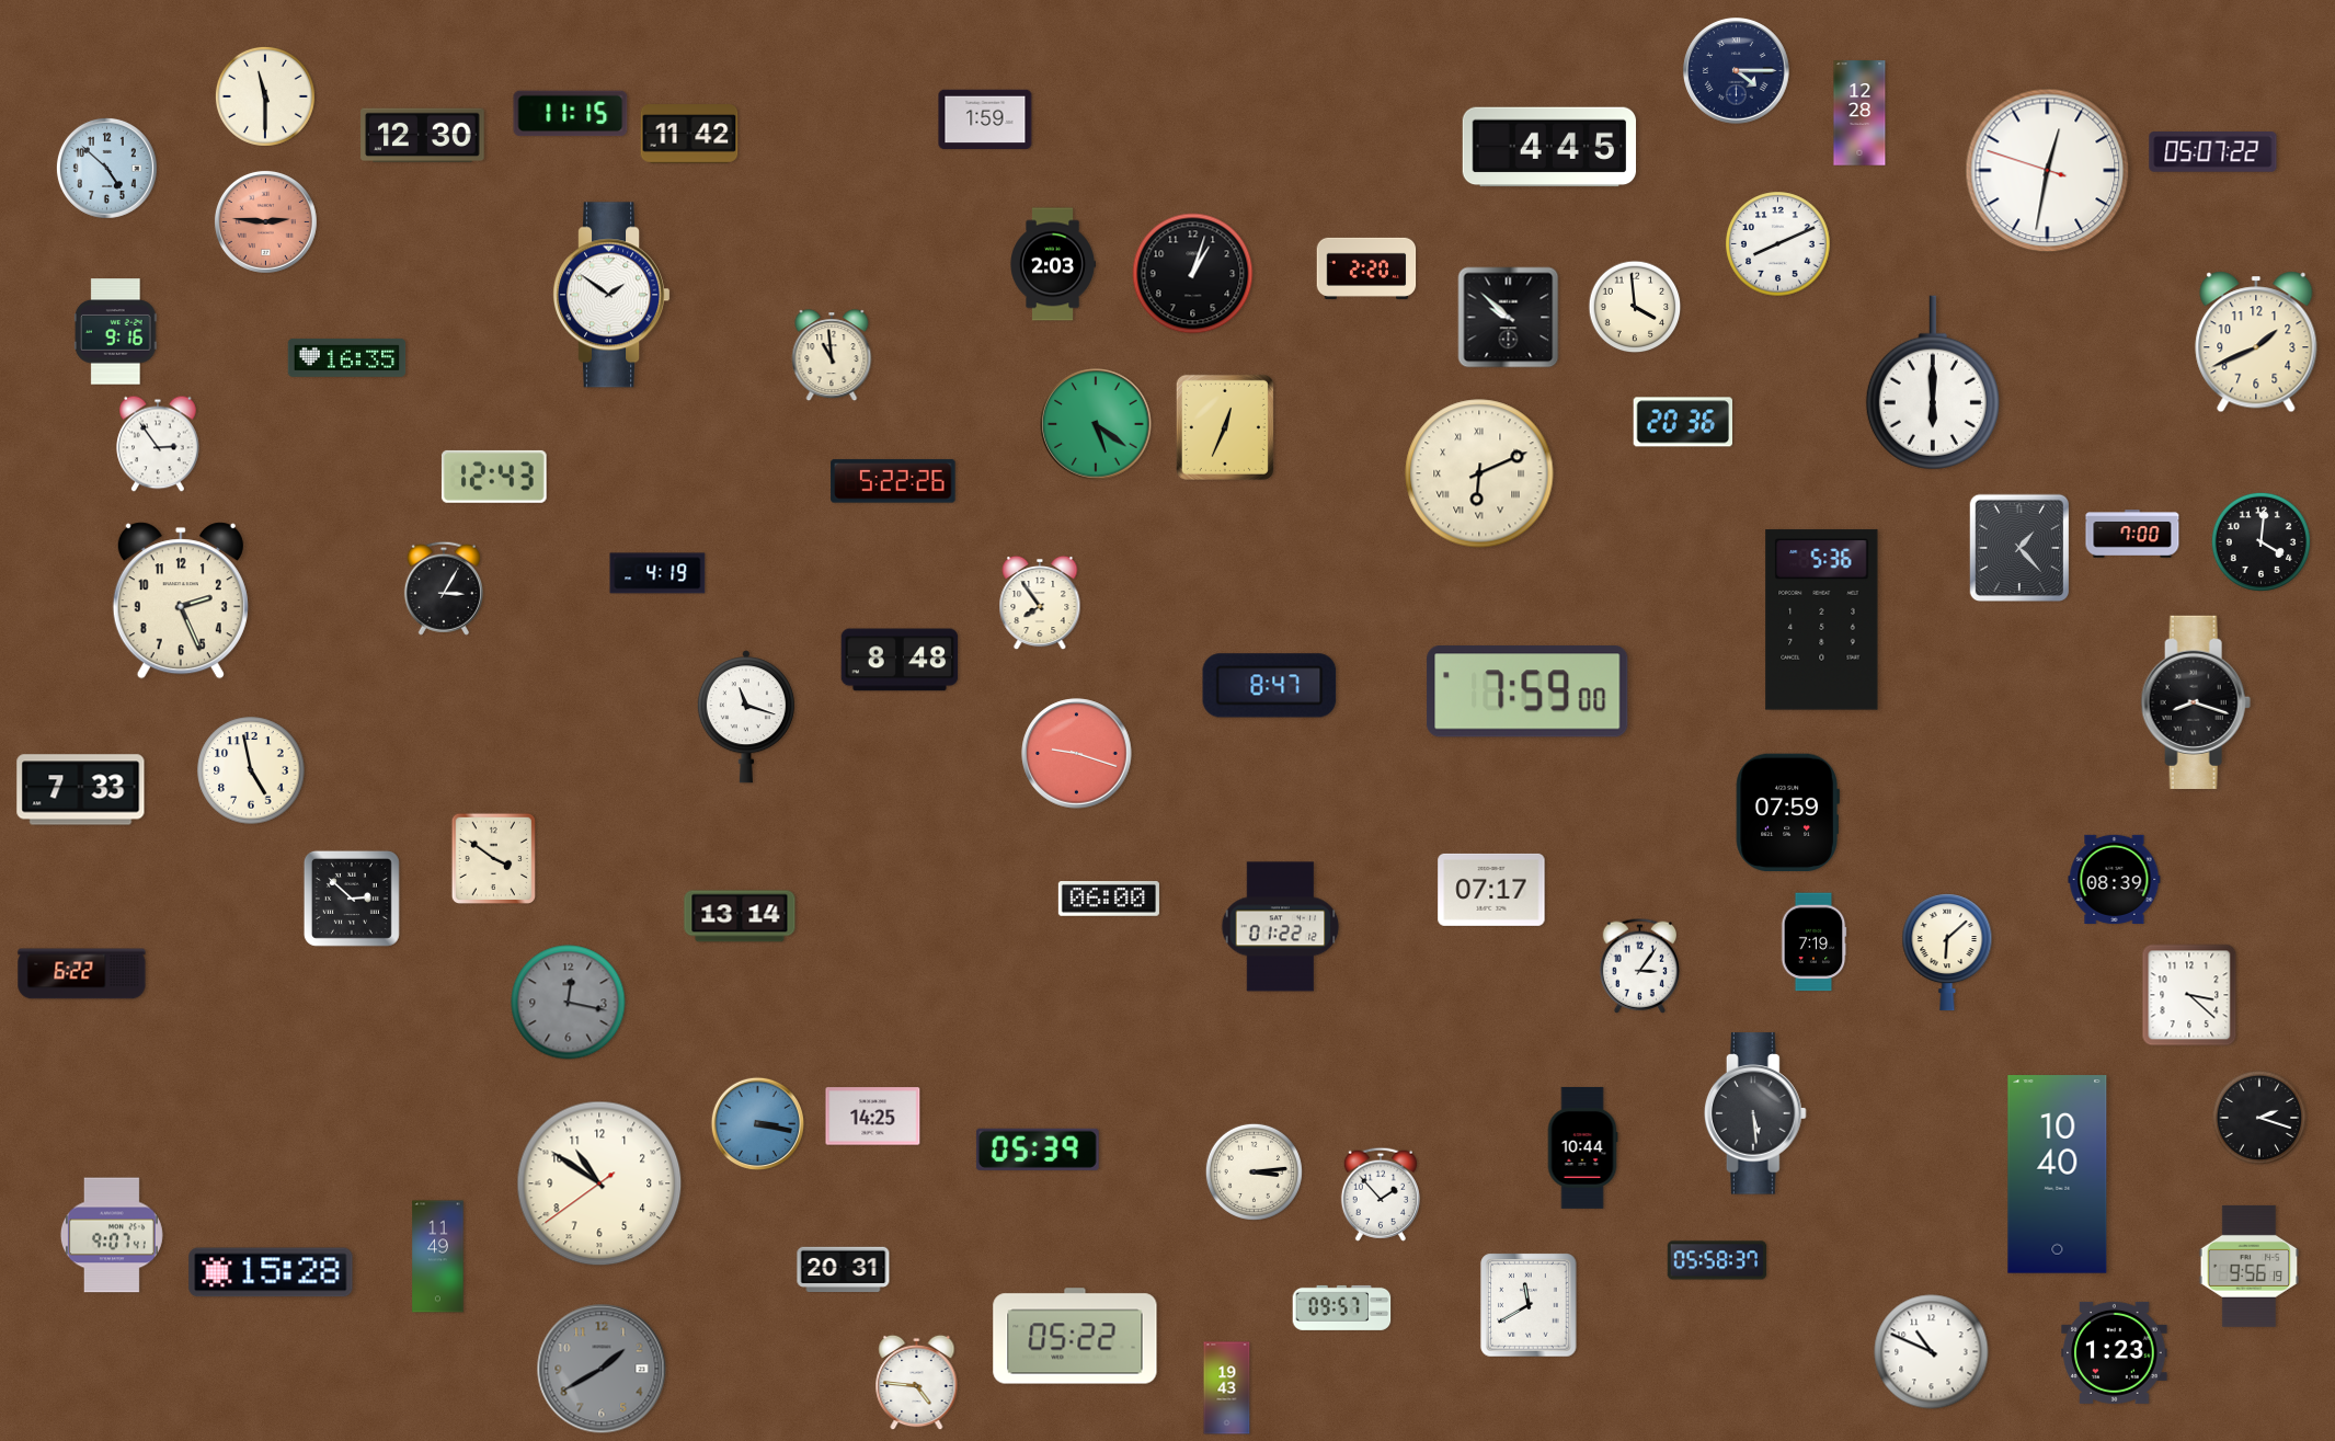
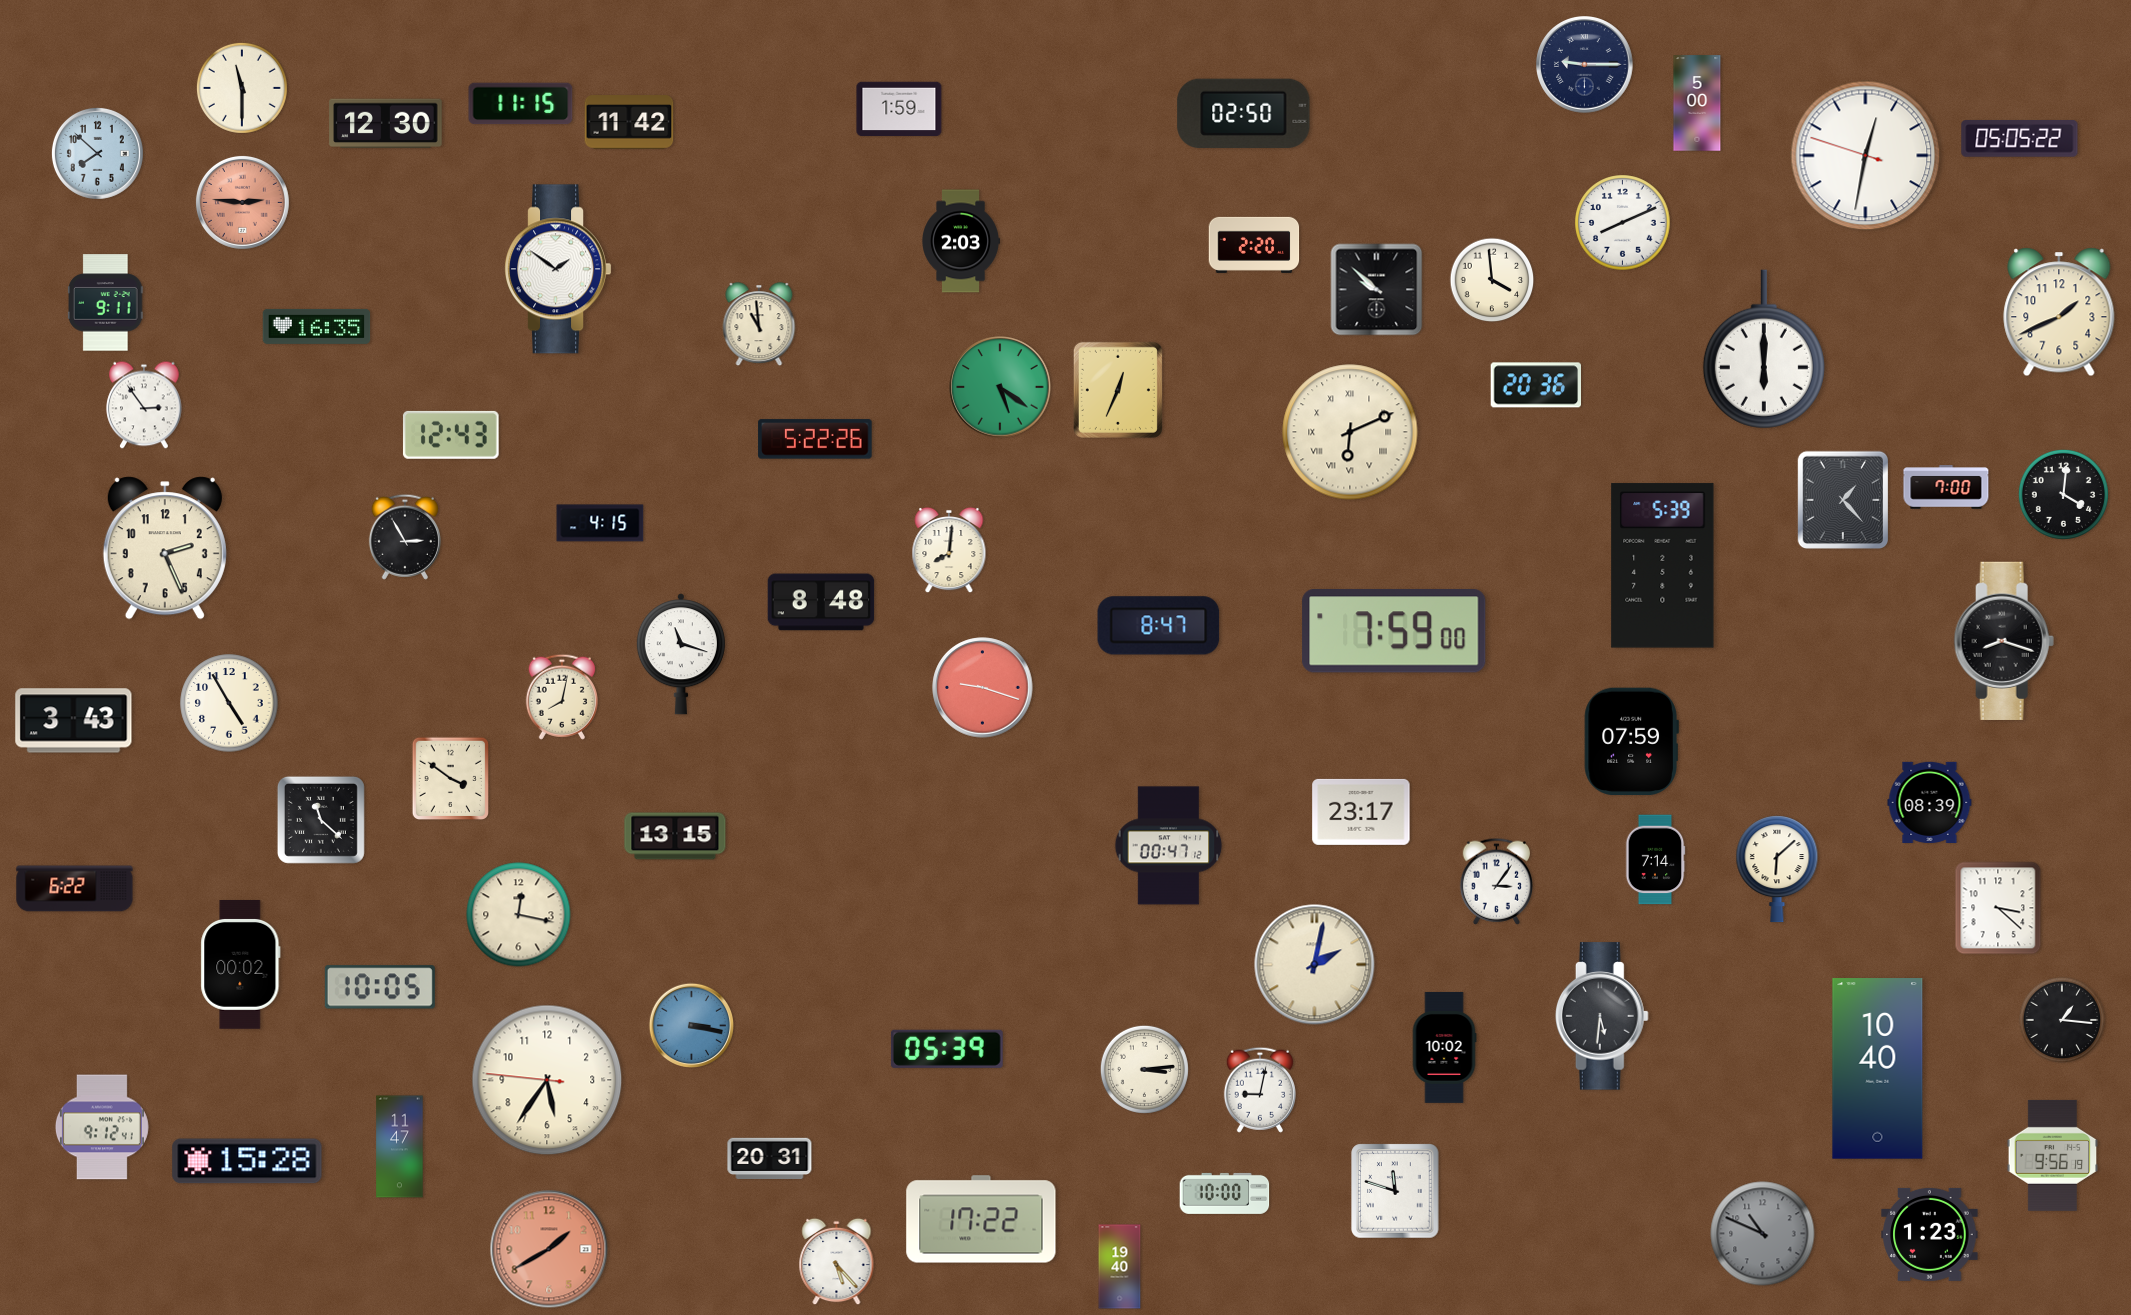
clock at (1737, 71): 4:15 -> 9:15
clock at (1859, 113): 12:28 -> 5:00
clock at (1244, 113): none -> 02:50
clock at (1548, 147): 4:45 -> none
clock at (2213, 152): 05:07 -> 05:05
clock at (106, 168): 4:52 -> 7:52
clock at (2048, 171) position: (2048, 171) -> (1866, 156)
clock at (1366, 268) position: (1366, 268) -> (1254, 245)
clock at (1193, 274): 1:03 -> none
clock at (116, 332): 9:16 -> 9:11
clock at (657, 573): 4:19 -> 4:15
clock at (444, 588): 3:05 -> 2:55
clock at (1040, 603): 7:54 -> 8:01
clock at (1822, 620): 5:36 -> 5:39
clock at (562, 697): none -> 8:02
clock at (251, 770): 4:58 -> 4:55
clock at (81, 790): 7:33 -> 3:43
clock at (493, 858) position: (493, 858) -> (450, 778)
clock at (1491, 890): 07:17 -> 23:17
clock at (352, 899): 2:52 -> 11:22
clock at (1109, 900): 06:00 -> none
clock at (740, 916): 13:14 -> 13:15
clock at (1281, 927): 01:22 -> 00:47
clock at (1813, 942): 7:19 -> 7:14
clock at (569, 1003) dial: grey -> cream
clock at (241, 965): none -> 00:02
clock at (1315, 965): none -> 2:02
clock at (380, 987): none -> 10:05
clock at (1755, 1113): 5:29 -> 5:31
clock at (873, 1117): 14:25 -> none
clock at (2259, 1118): 2:18 -> 1:16
clock at (1582, 1147): 10:44 -> 10:02
clock at (2058, 1175) position: (2058, 1175) -> (1878, 1069)
clock at (599, 1183): 10:50 -> 5:35
clock at (1381, 1194): 1:53 -> 9:02
clock at (112, 1235): 9:07 -> 9:12
clock at (438, 1257): 11:49 -> 11:47
clock at (1717, 1260): 05:58 -> none
clock at (1529, 1305): 11:40 -> 11:48
clock at (1342, 1307): 09:57 -> 10:00
clock at (1075, 1336): 05:22 -> 17:22
clock at (1932, 1352) dial: white -> grey
clock at (602, 1369) dial: grey -> salmon
clock at (917, 1383): 4:46 -> 5:23
clock at (1227, 1388): 19:43 -> 19:40
